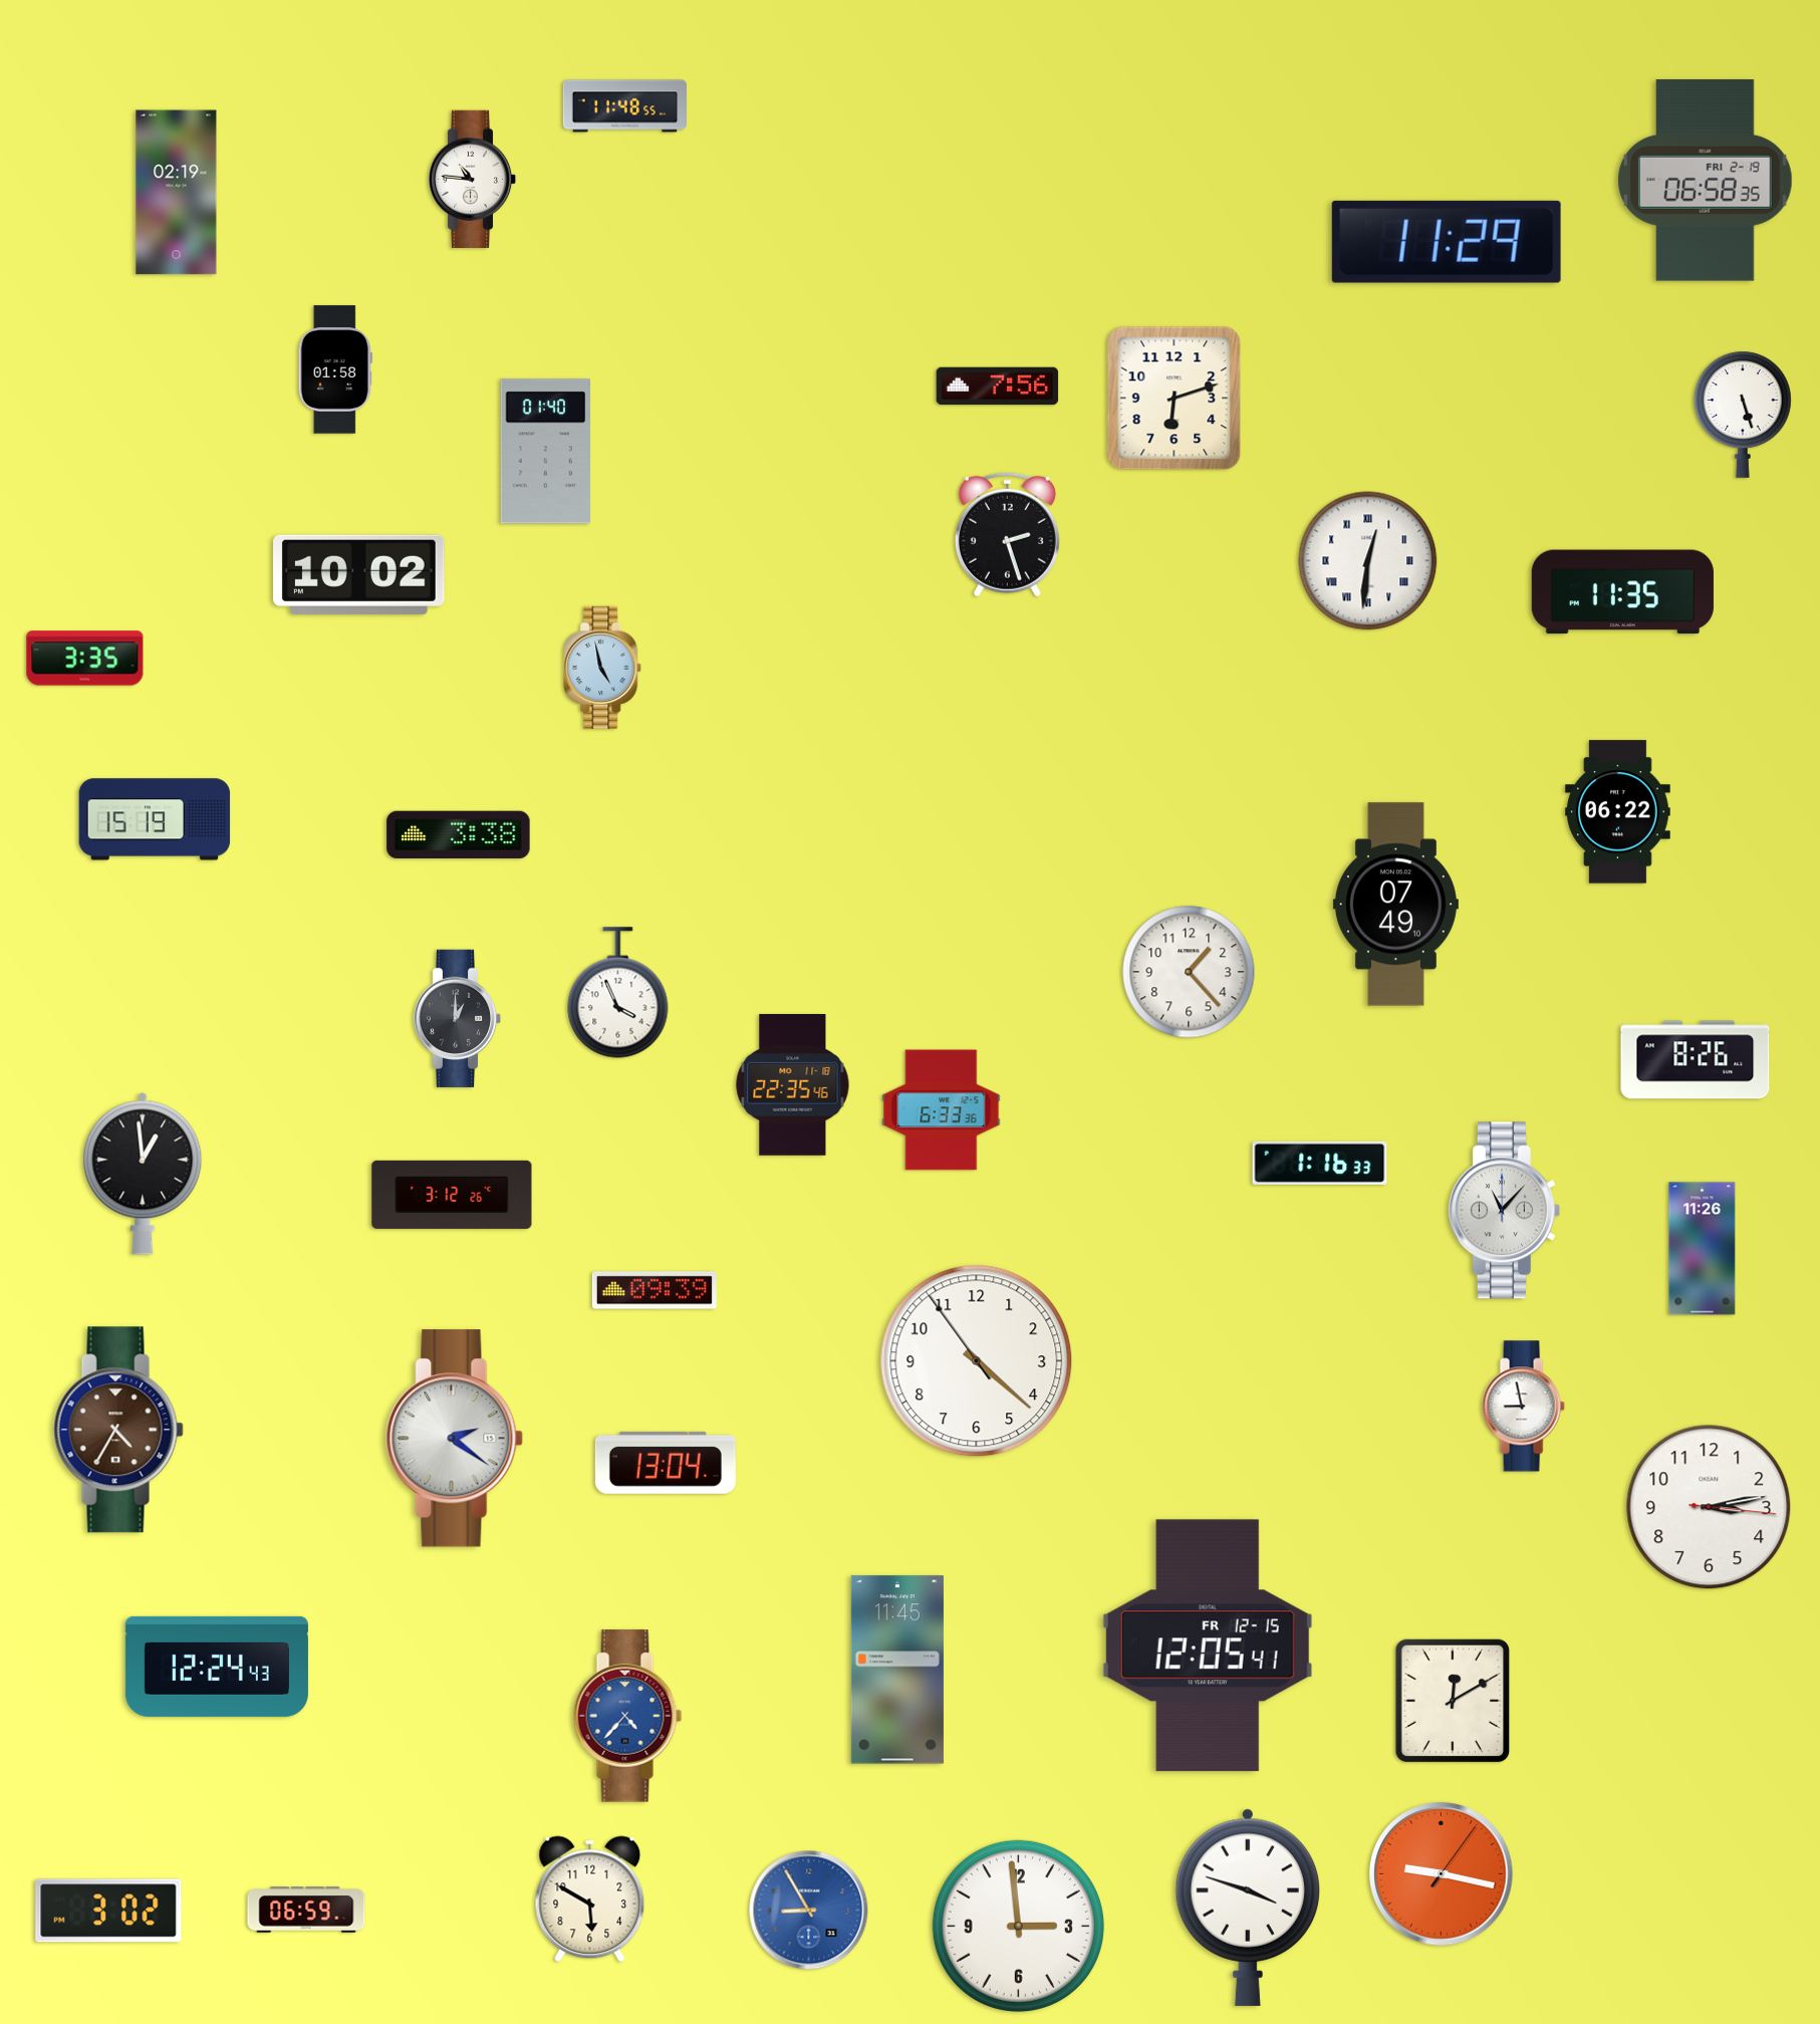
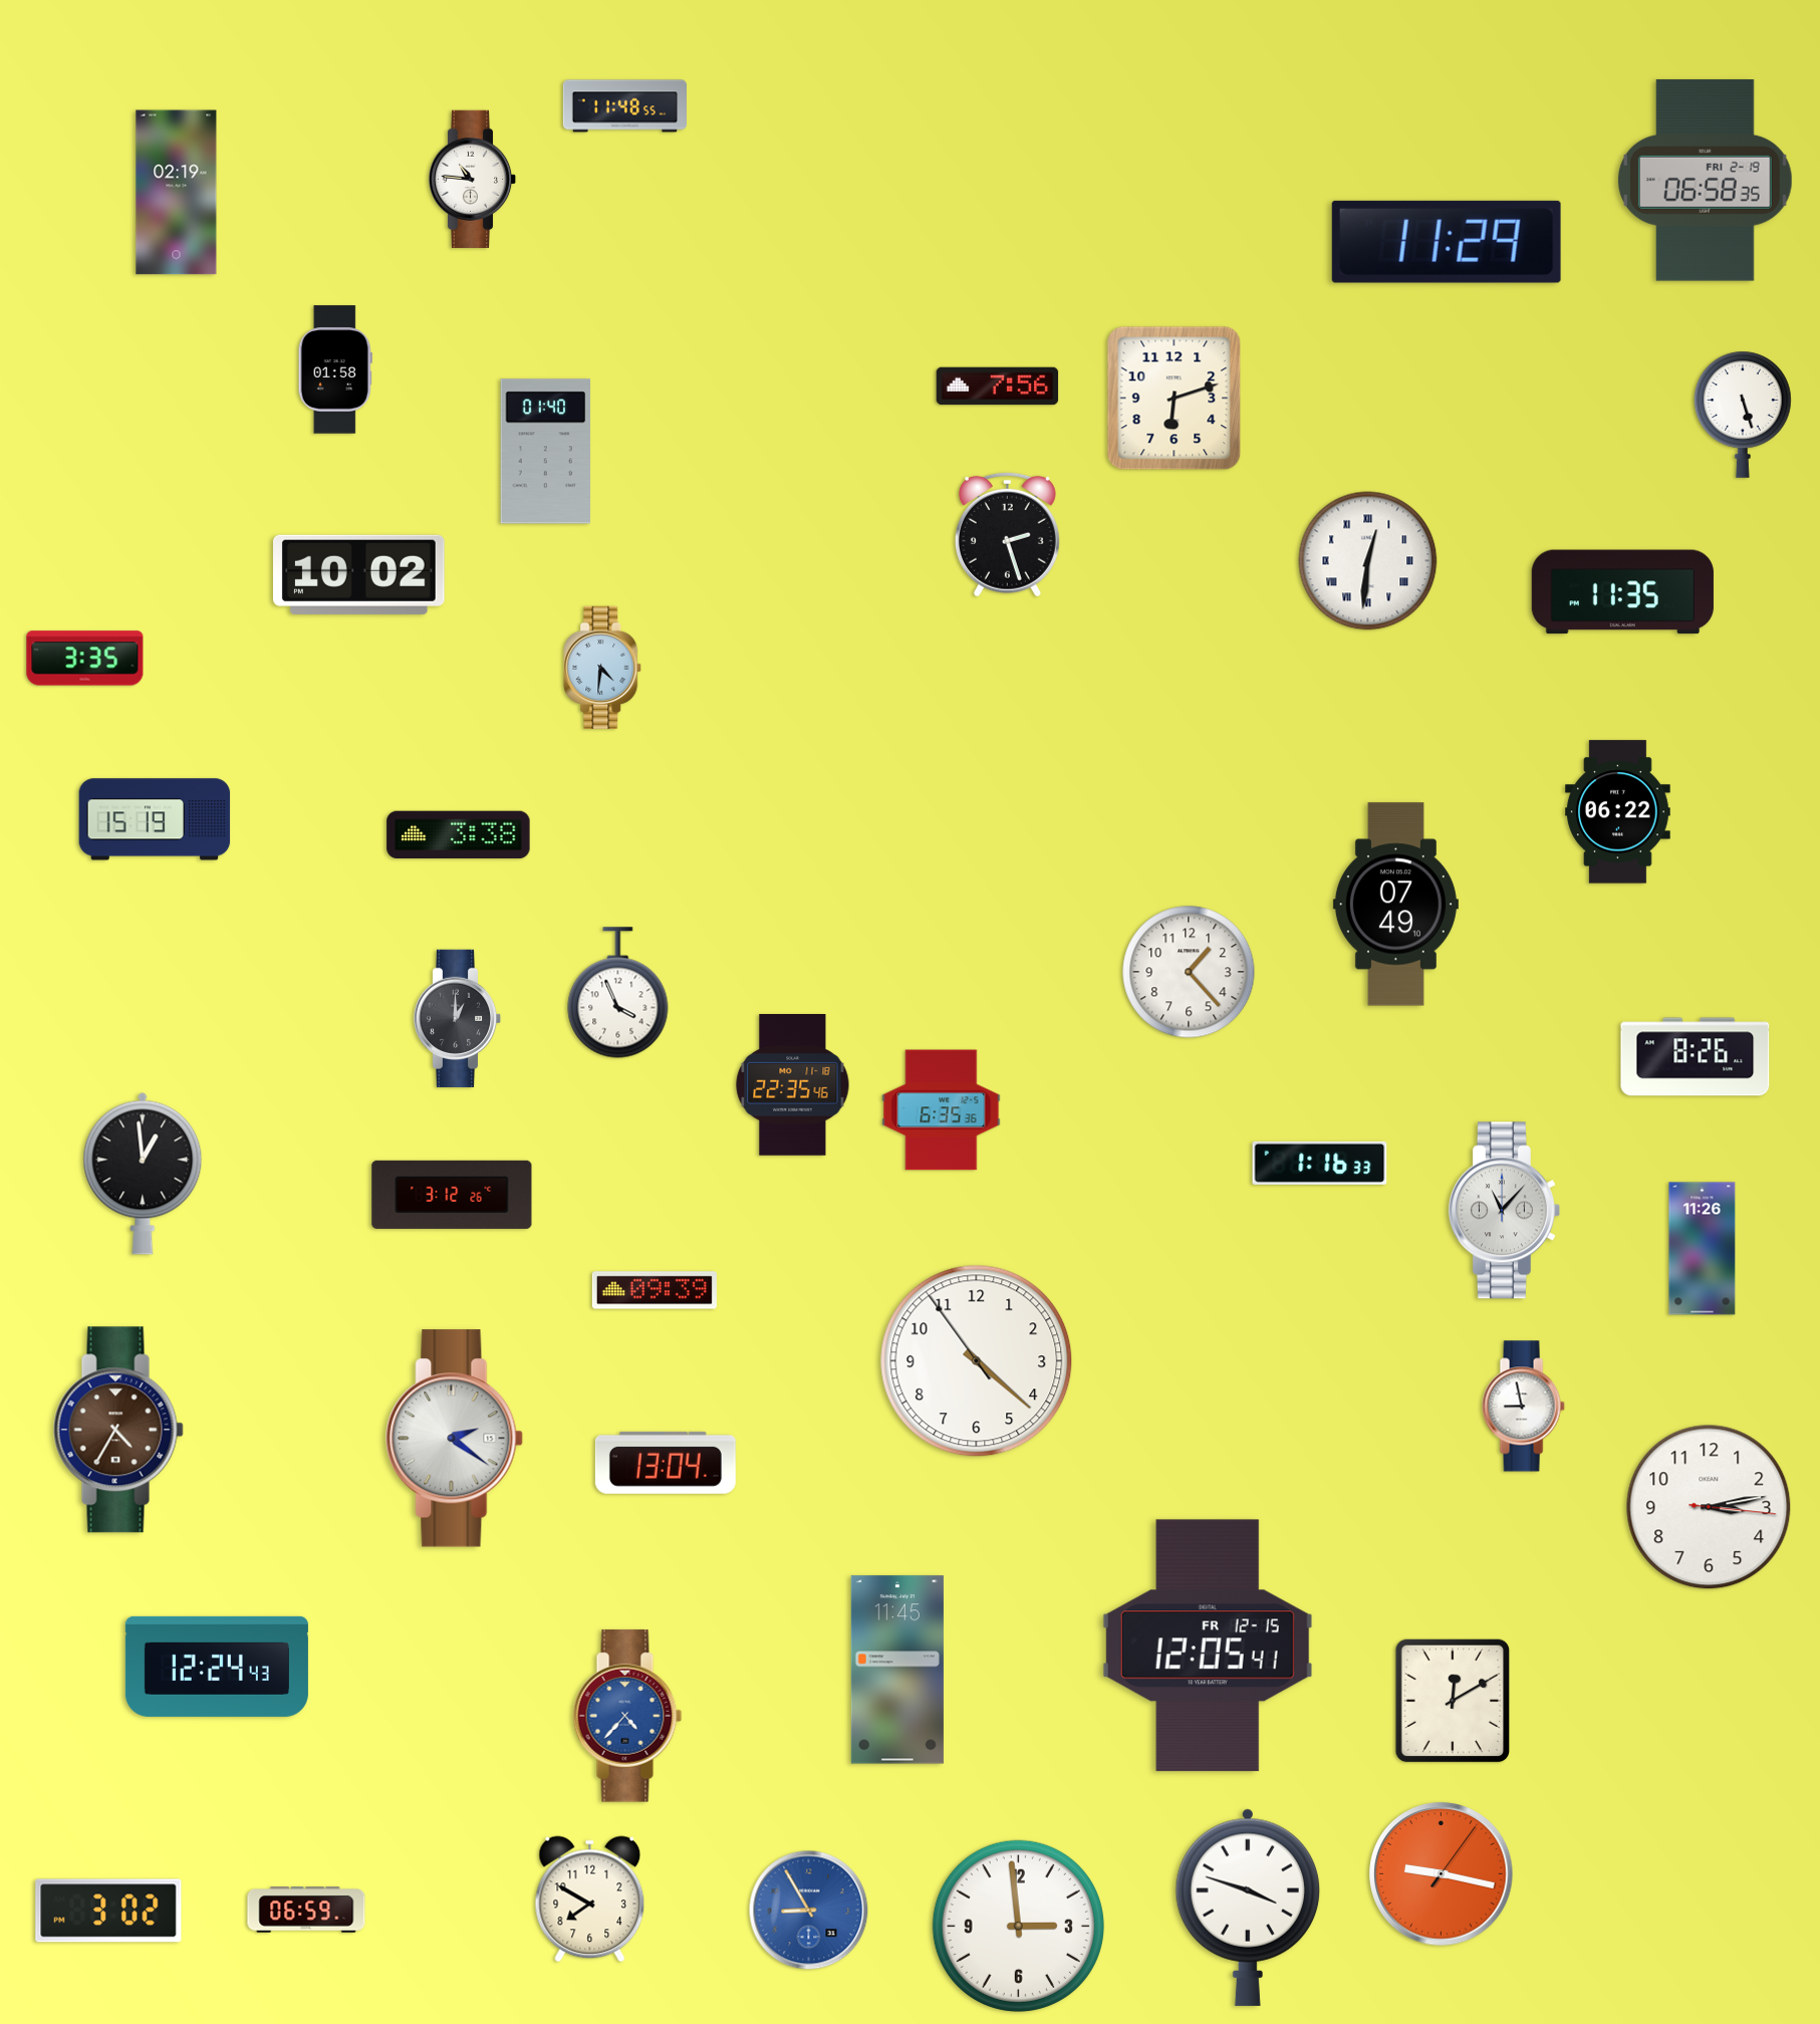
clock at (603, 668): 4:58 -> 4:31
clock at (1696, 1060) position: (1696, 1060) -> (1696, 1057)
clock at (942, 1110): 6:33 -> 6:35
clock at (590, 1900): 5:50 -> 7:50
